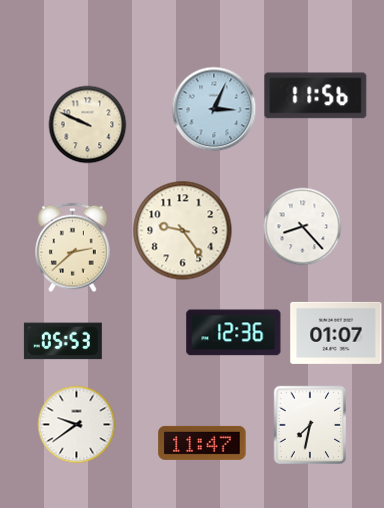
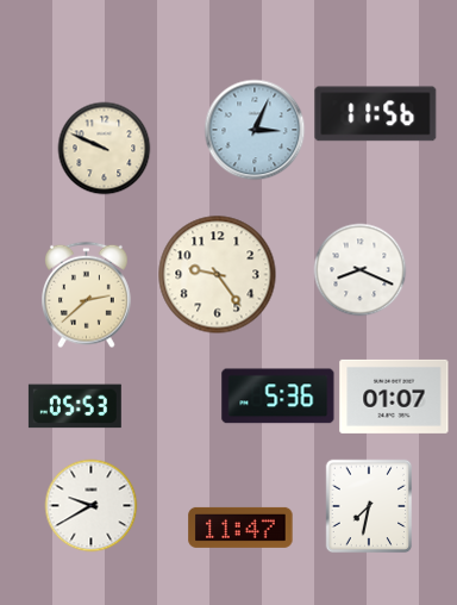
clock at (302, 226): 8:23 -> 8:19
clock at (234, 333): 12:36 -> 5:36
clock at (336, 333) position: (336, 333) -> (394, 397)
clock at (76, 424): 9:39 -> 9:40
